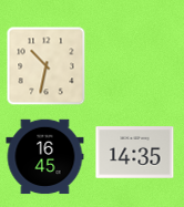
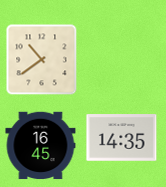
clock at (47, 66): 10:32 -> 10:39
clock at (45, 157) position: (45, 157) -> (41, 146)
